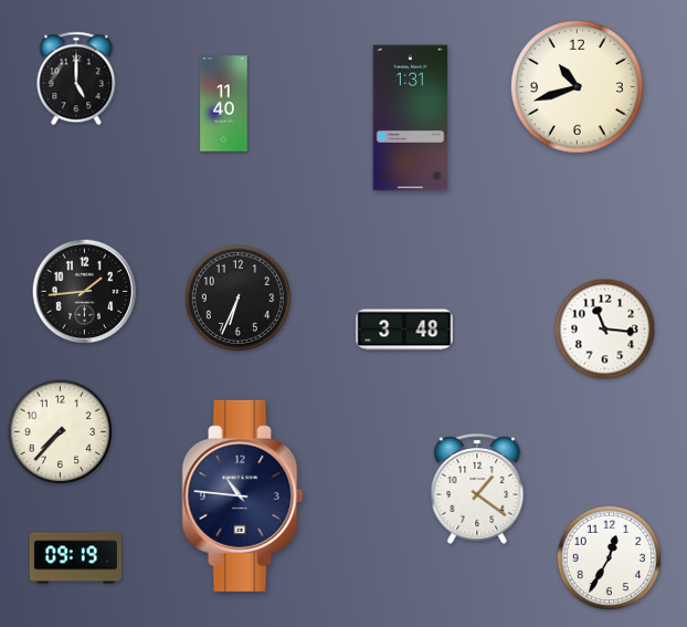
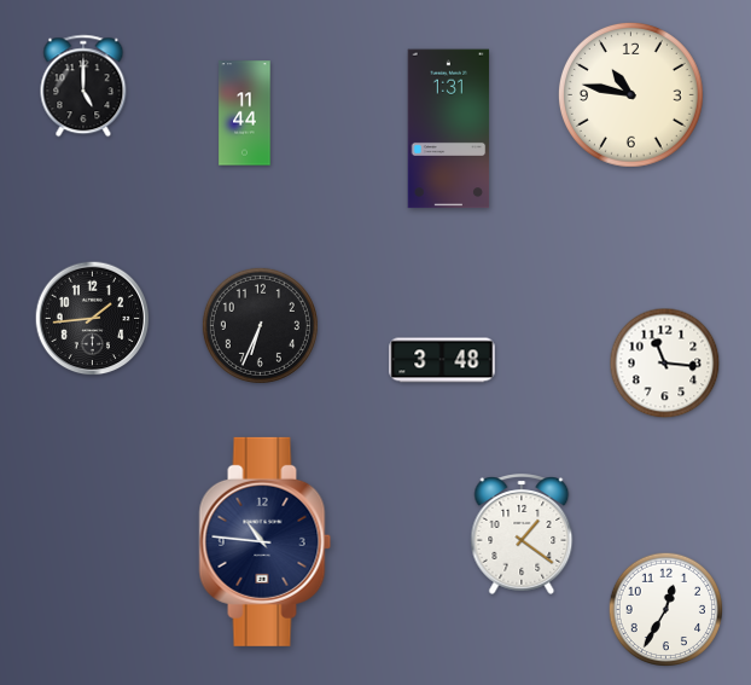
clock at (577, 86): 10:42 -> 10:47
clock at (224, 104): 11:40 -> 11:44
clock at (605, 330) position: (605, 330) -> (665, 364)
clock at (60, 432): 7:37 -> none
clock at (75, 558): 09:19 -> none
